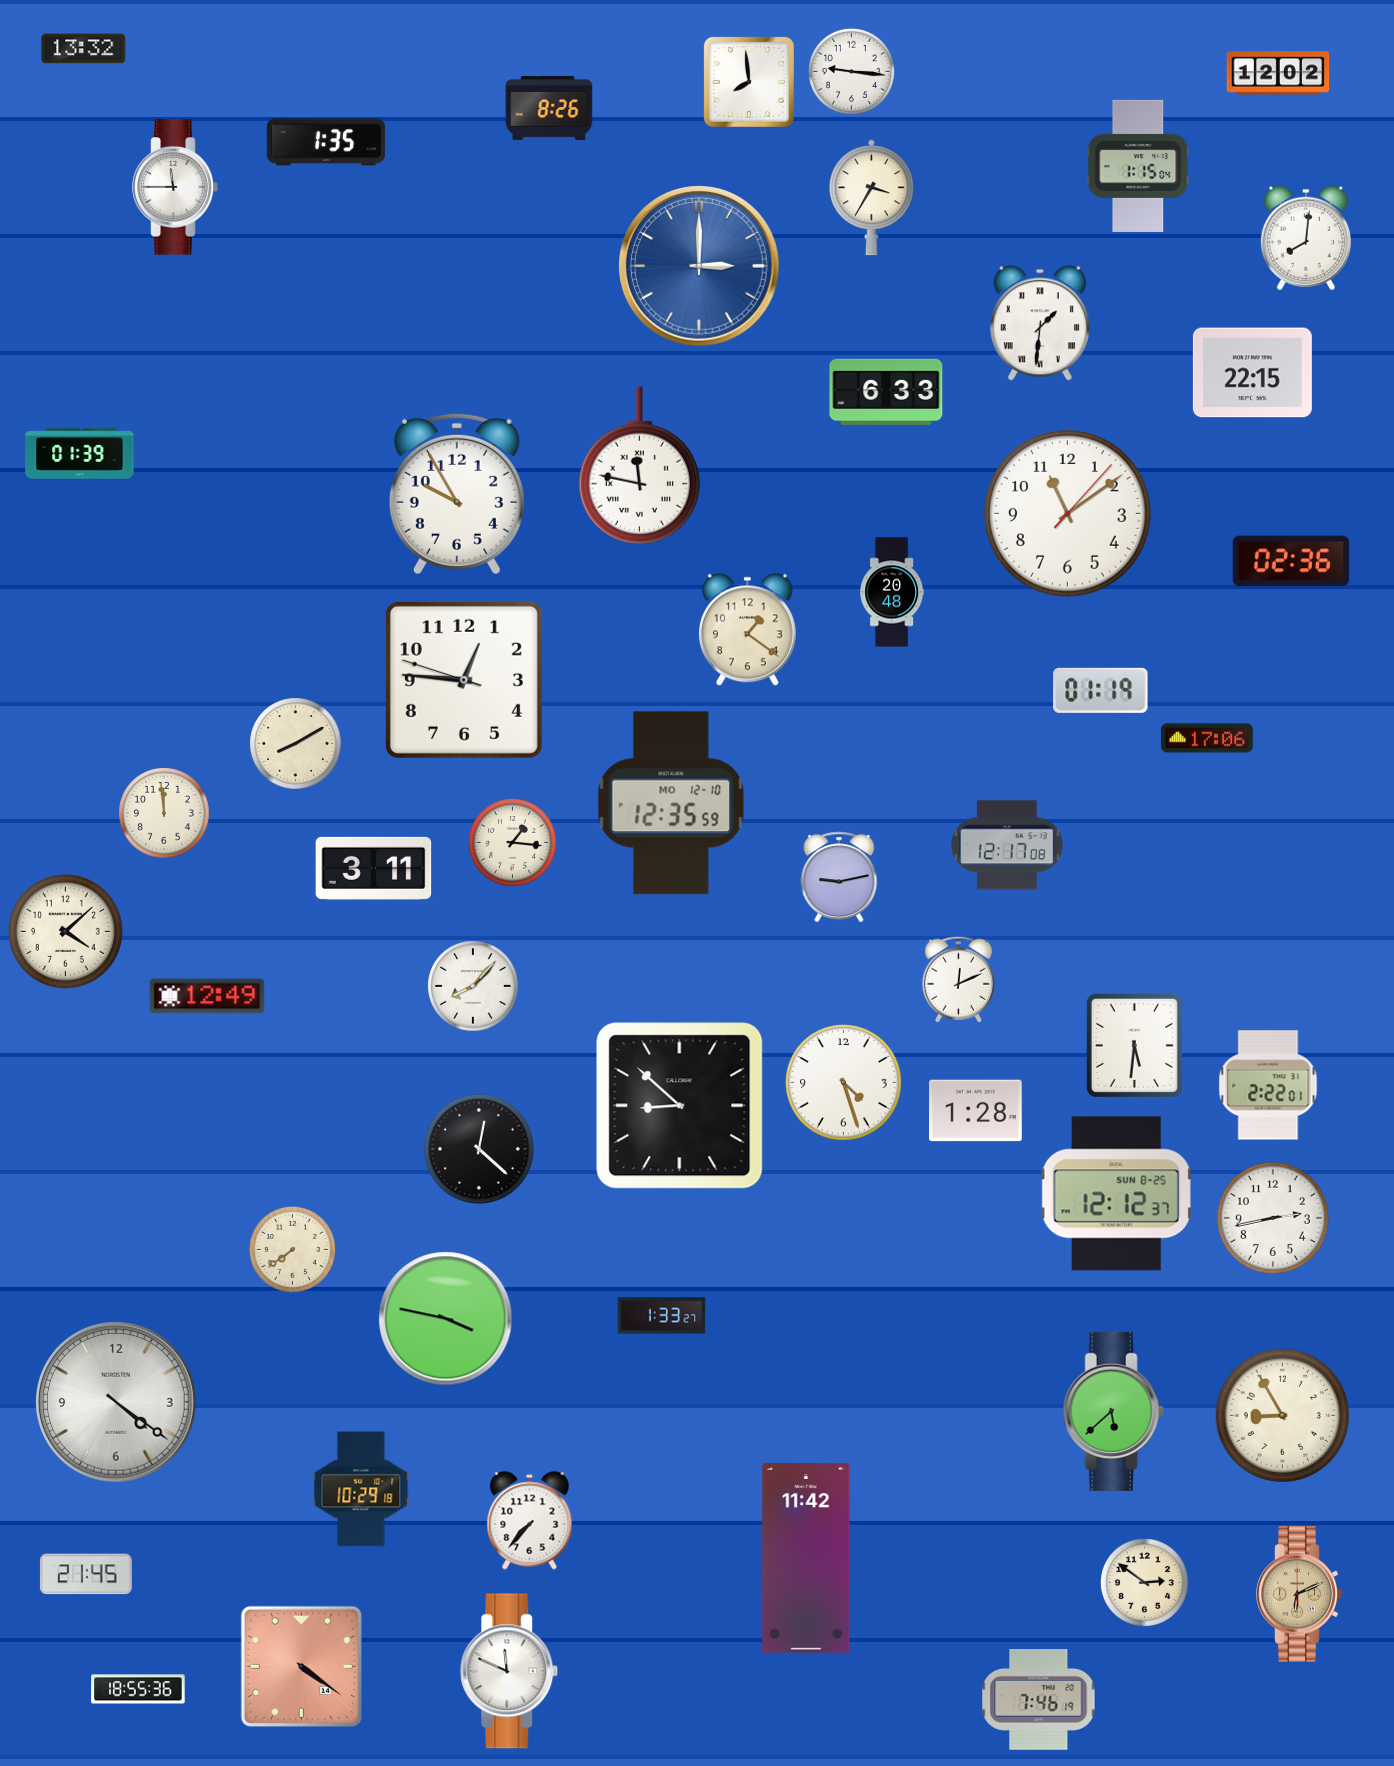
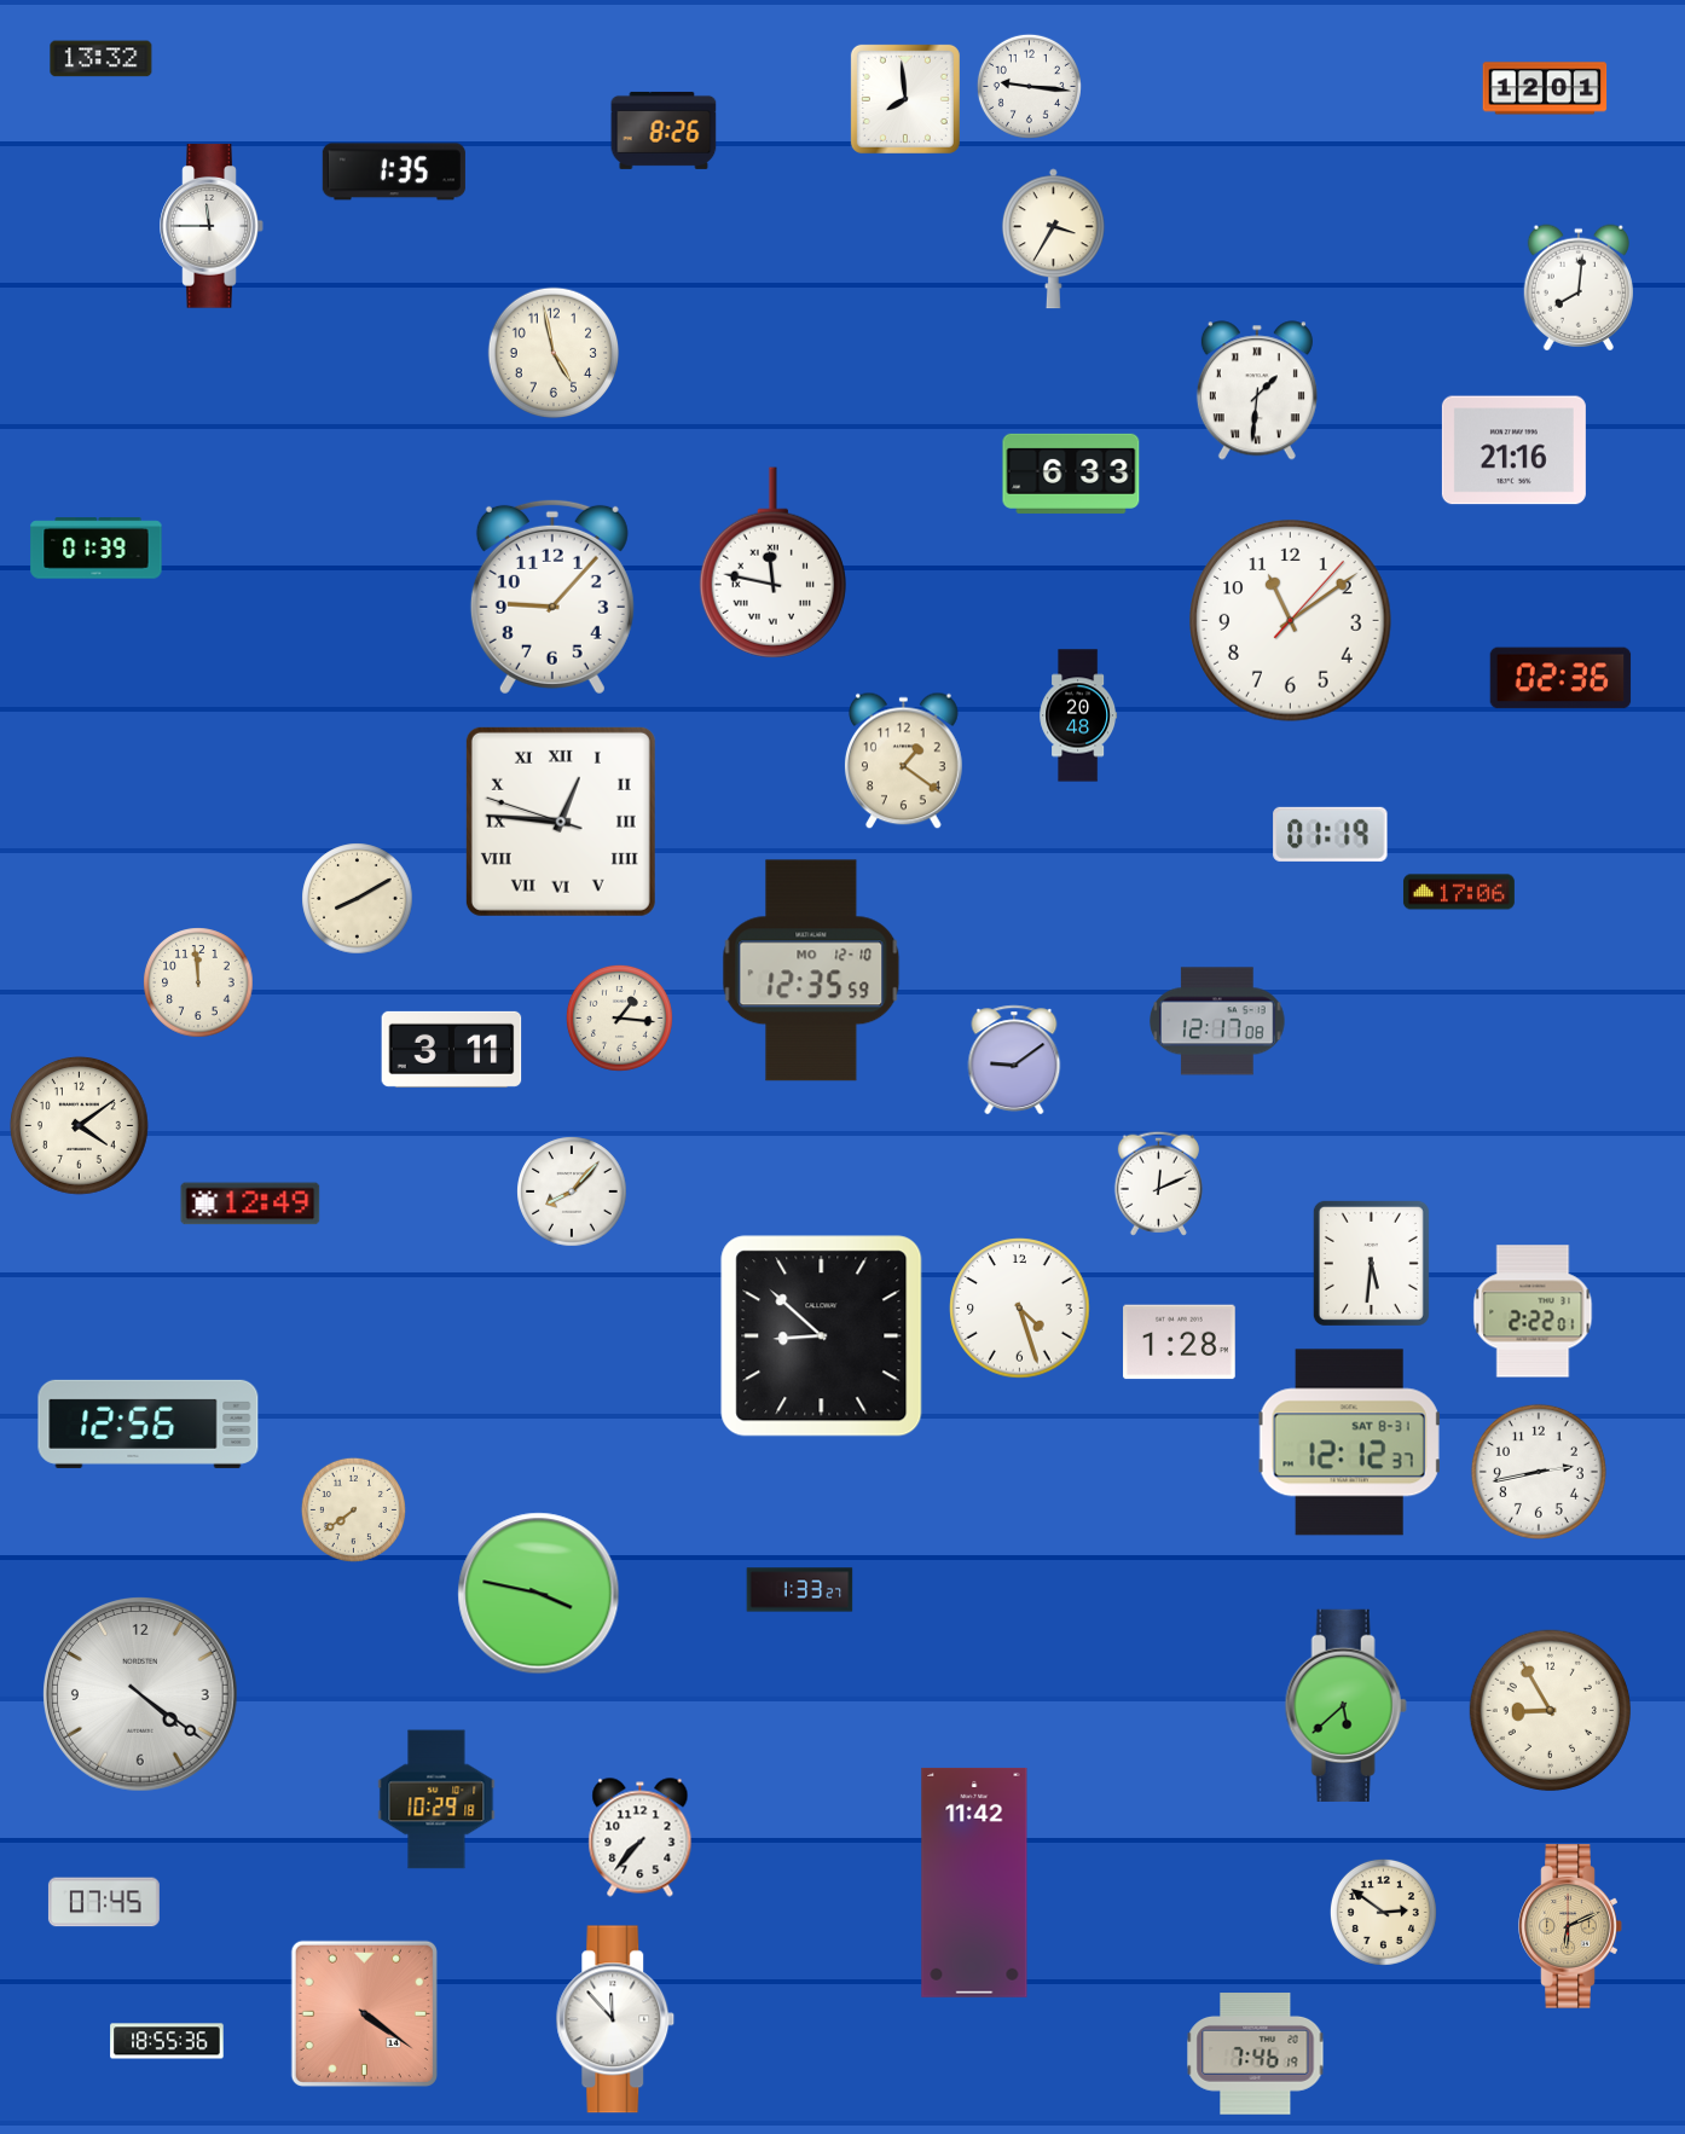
clock at (1278, 73): 12:02 -> 12:01
clock at (1138, 166): 1:15 -> none
clock at (700, 267): 3:00 -> none
clock at (554, 353): none -> 4:58
clock at (1252, 373): 22:15 -> 21:16
clock at (457, 494): 9:55 -> 9:07
clock at (464, 680) numerals: Arabic -> Roman
clock at (839, 877): 9:13 -> 9:09
clock at (65, 931): 4:08 -> 4:09
clock at (479, 1149): 12:22 -> none
clock at (149, 1423): none -> 12:56
clock at (1117, 1194) date: SUN 8-25 -> SAT 8-31
clock at (86, 1574): 21:45 -> 07:45
clock at (509, 1671): 11:49 -> 11:53
